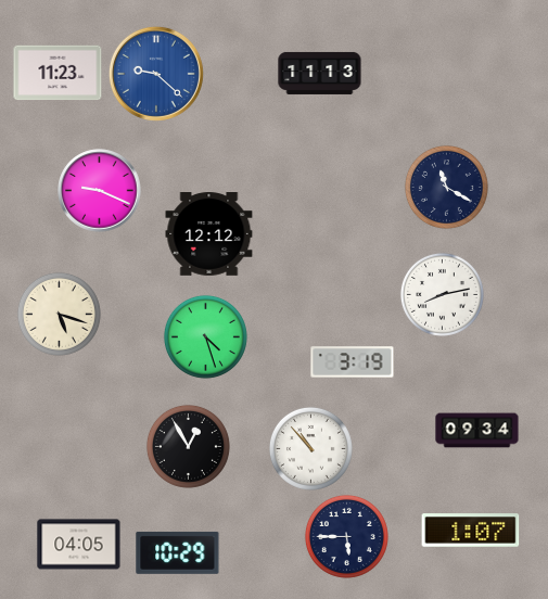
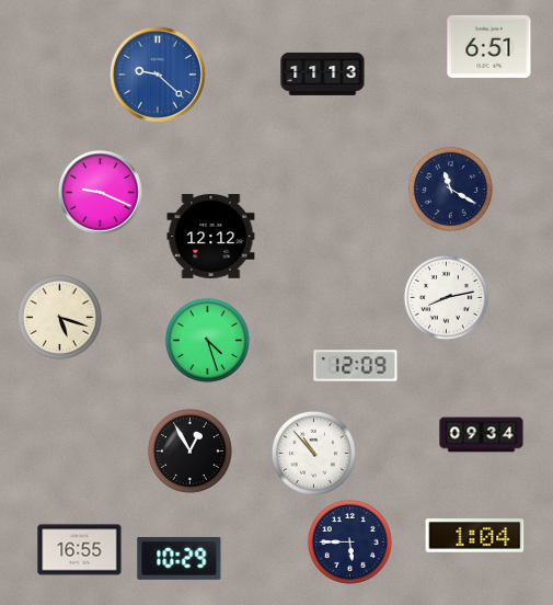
clock at (489, 46): none -> 6:51
clock at (58, 73): 11:23 -> none
clock at (353, 362): 3:19 -> 12:09
clock at (471, 531): 1:07 -> 1:04
clock at (79, 545): 04:05 -> 16:55
